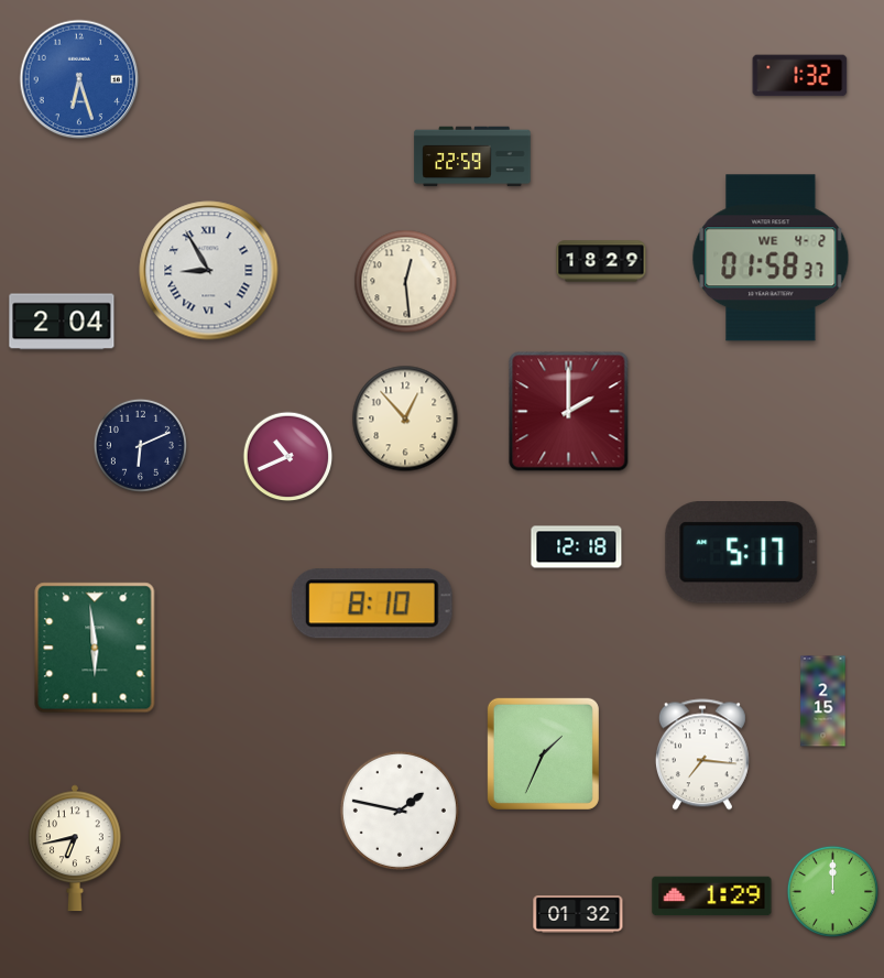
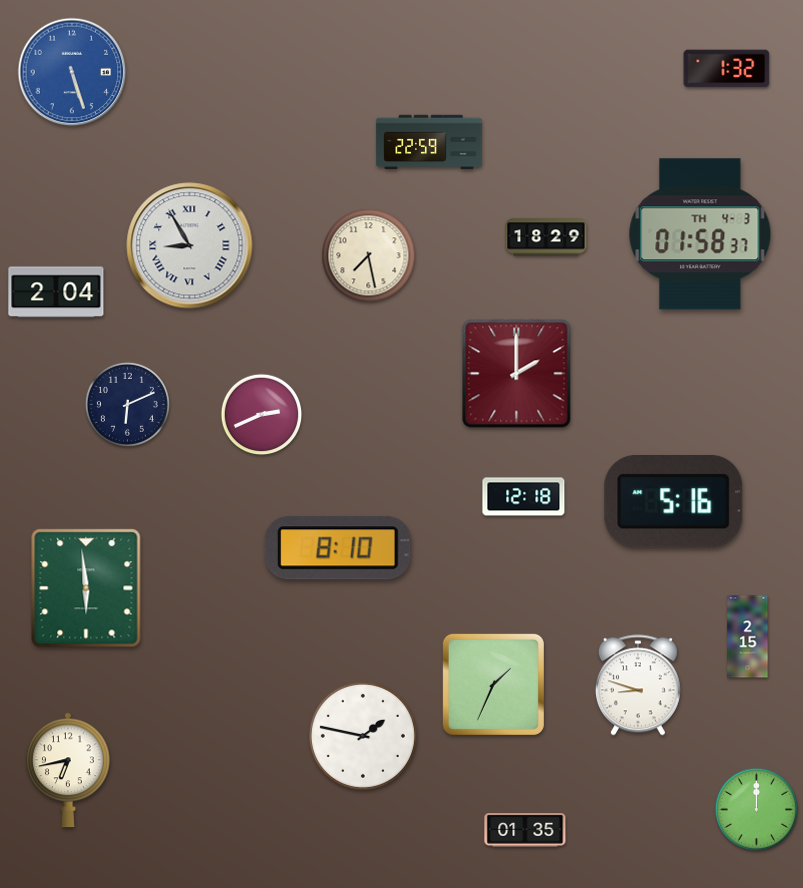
clock at (79, 79): 6:27 -> 5:27
clock at (771, 258) date: WE 4-2 -> TH 4-3
clock at (406, 282): 12:29 -> 7:28
clock at (405, 419): 12:53 -> none
clock at (288, 457): 10:41 -> 2:41
clock at (742, 553): 5:17 -> 5:16
clock at (702, 754): 7:16 -> 8:48
clock at (712, 896): 1:29 -> none
clock at (578, 914): 01:32 -> 01:35
